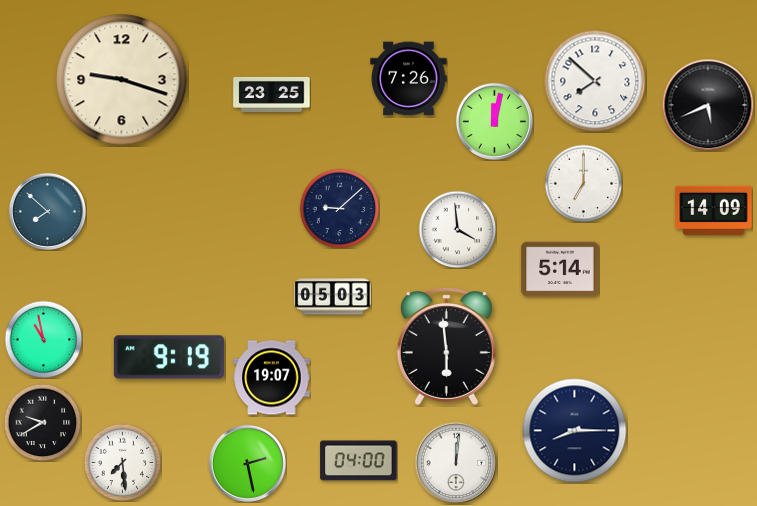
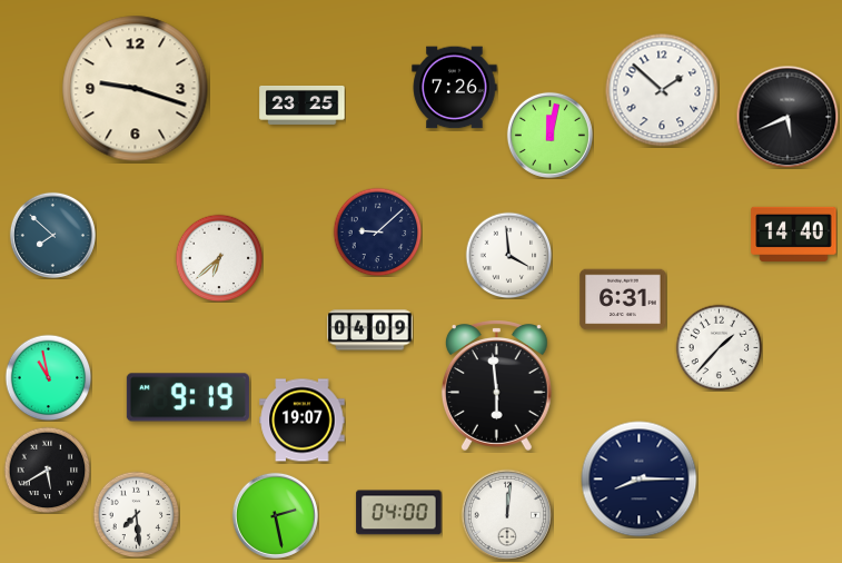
clock at (595, 81): 7:52 -> 1:52
clock at (583, 183): 7:00 -> none
clock at (714, 210): 14:09 -> 14:40
clock at (219, 258): none -> 6:38
clock at (560, 269): 5:14 -> 6:31
clock at (333, 297): 05:03 -> 04:09
clock at (719, 347): none -> 1:37
clock at (42, 422): 9:40 -> 5:40
